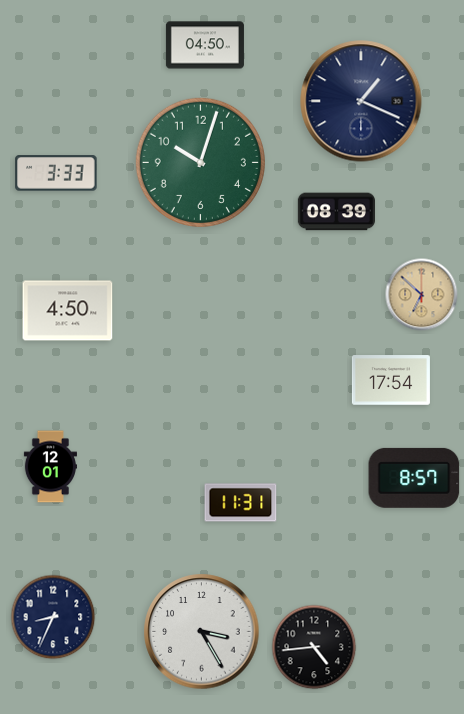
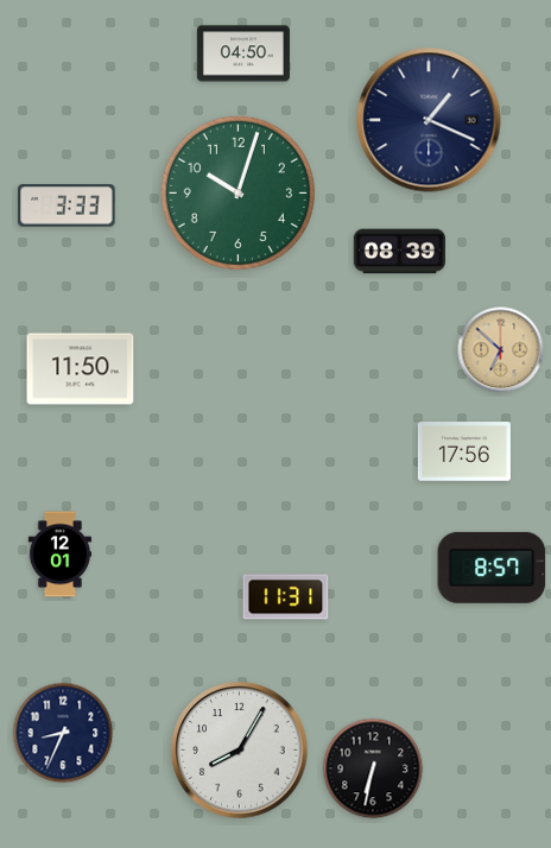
clock at (68, 311): 4:50 -> 11:50
clock at (391, 380): 17:54 -> 17:56
clock at (202, 632): 3:25 -> 8:05
clock at (314, 647): 4:44 -> 6:32
